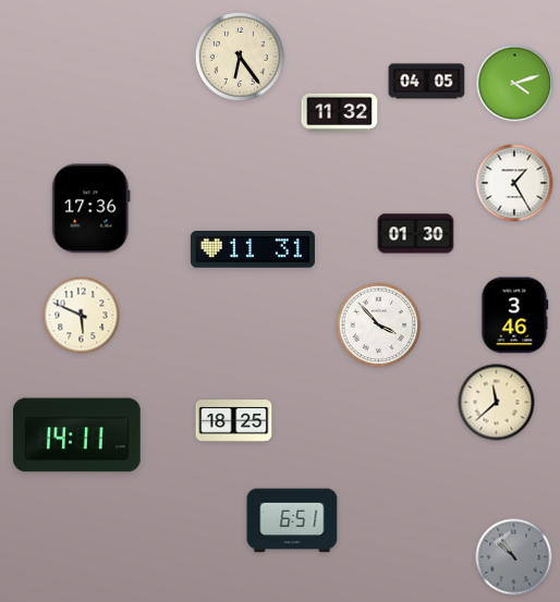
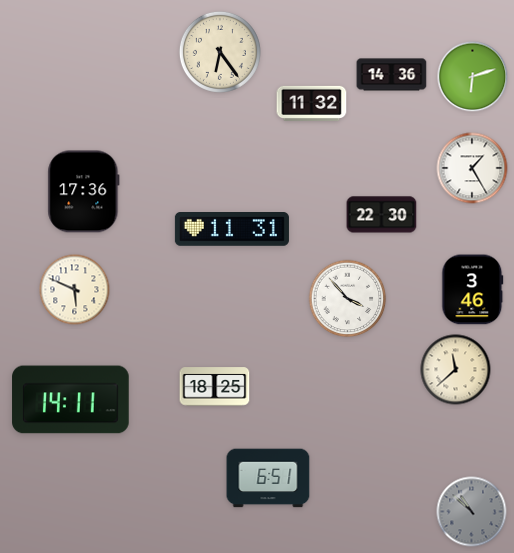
clock at (427, 82): 04:05 -> 14:36
clock at (515, 84): 4:12 -> 6:12
clock at (416, 234): 01:30 -> 22:30
